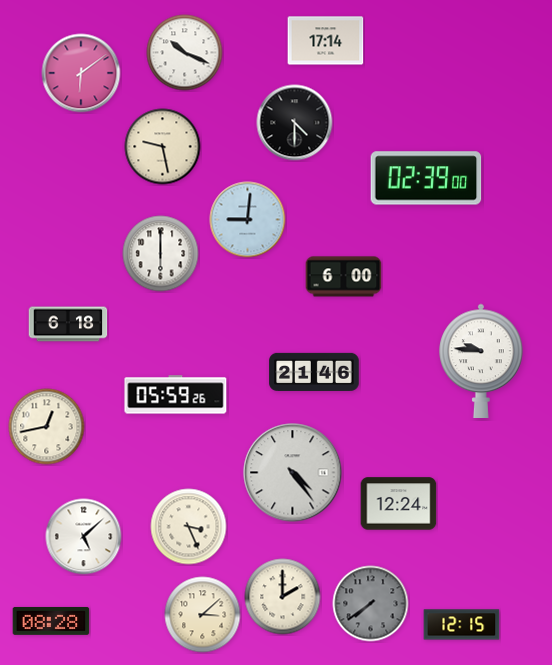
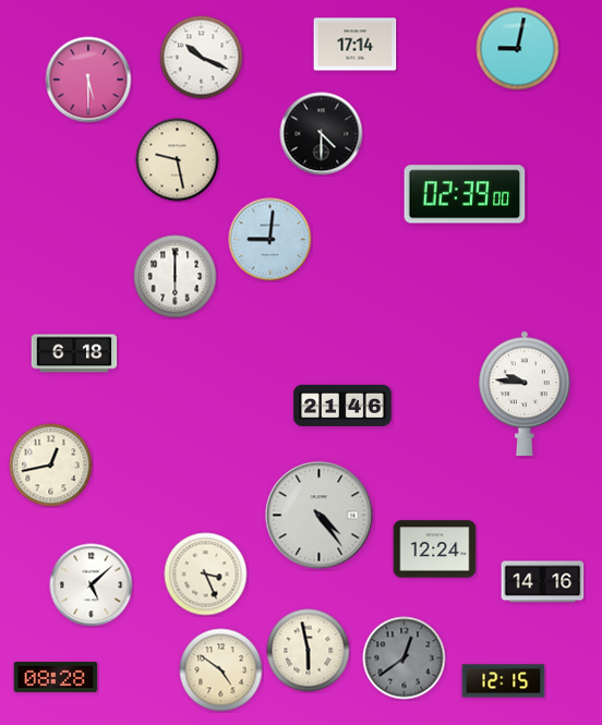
clock at (518, 49): none -> 9:02
clock at (81, 73): 6:09 -> 5:30
clock at (344, 277): 6:00 -> none
clock at (176, 395): 05:59 -> none
clock at (543, 582): none -> 14:16
clock at (283, 597): 2:00 -> 5:58
clock at (371, 604): 7:39 -> 12:39
clock at (203, 615): 3:08 -> 4:51
